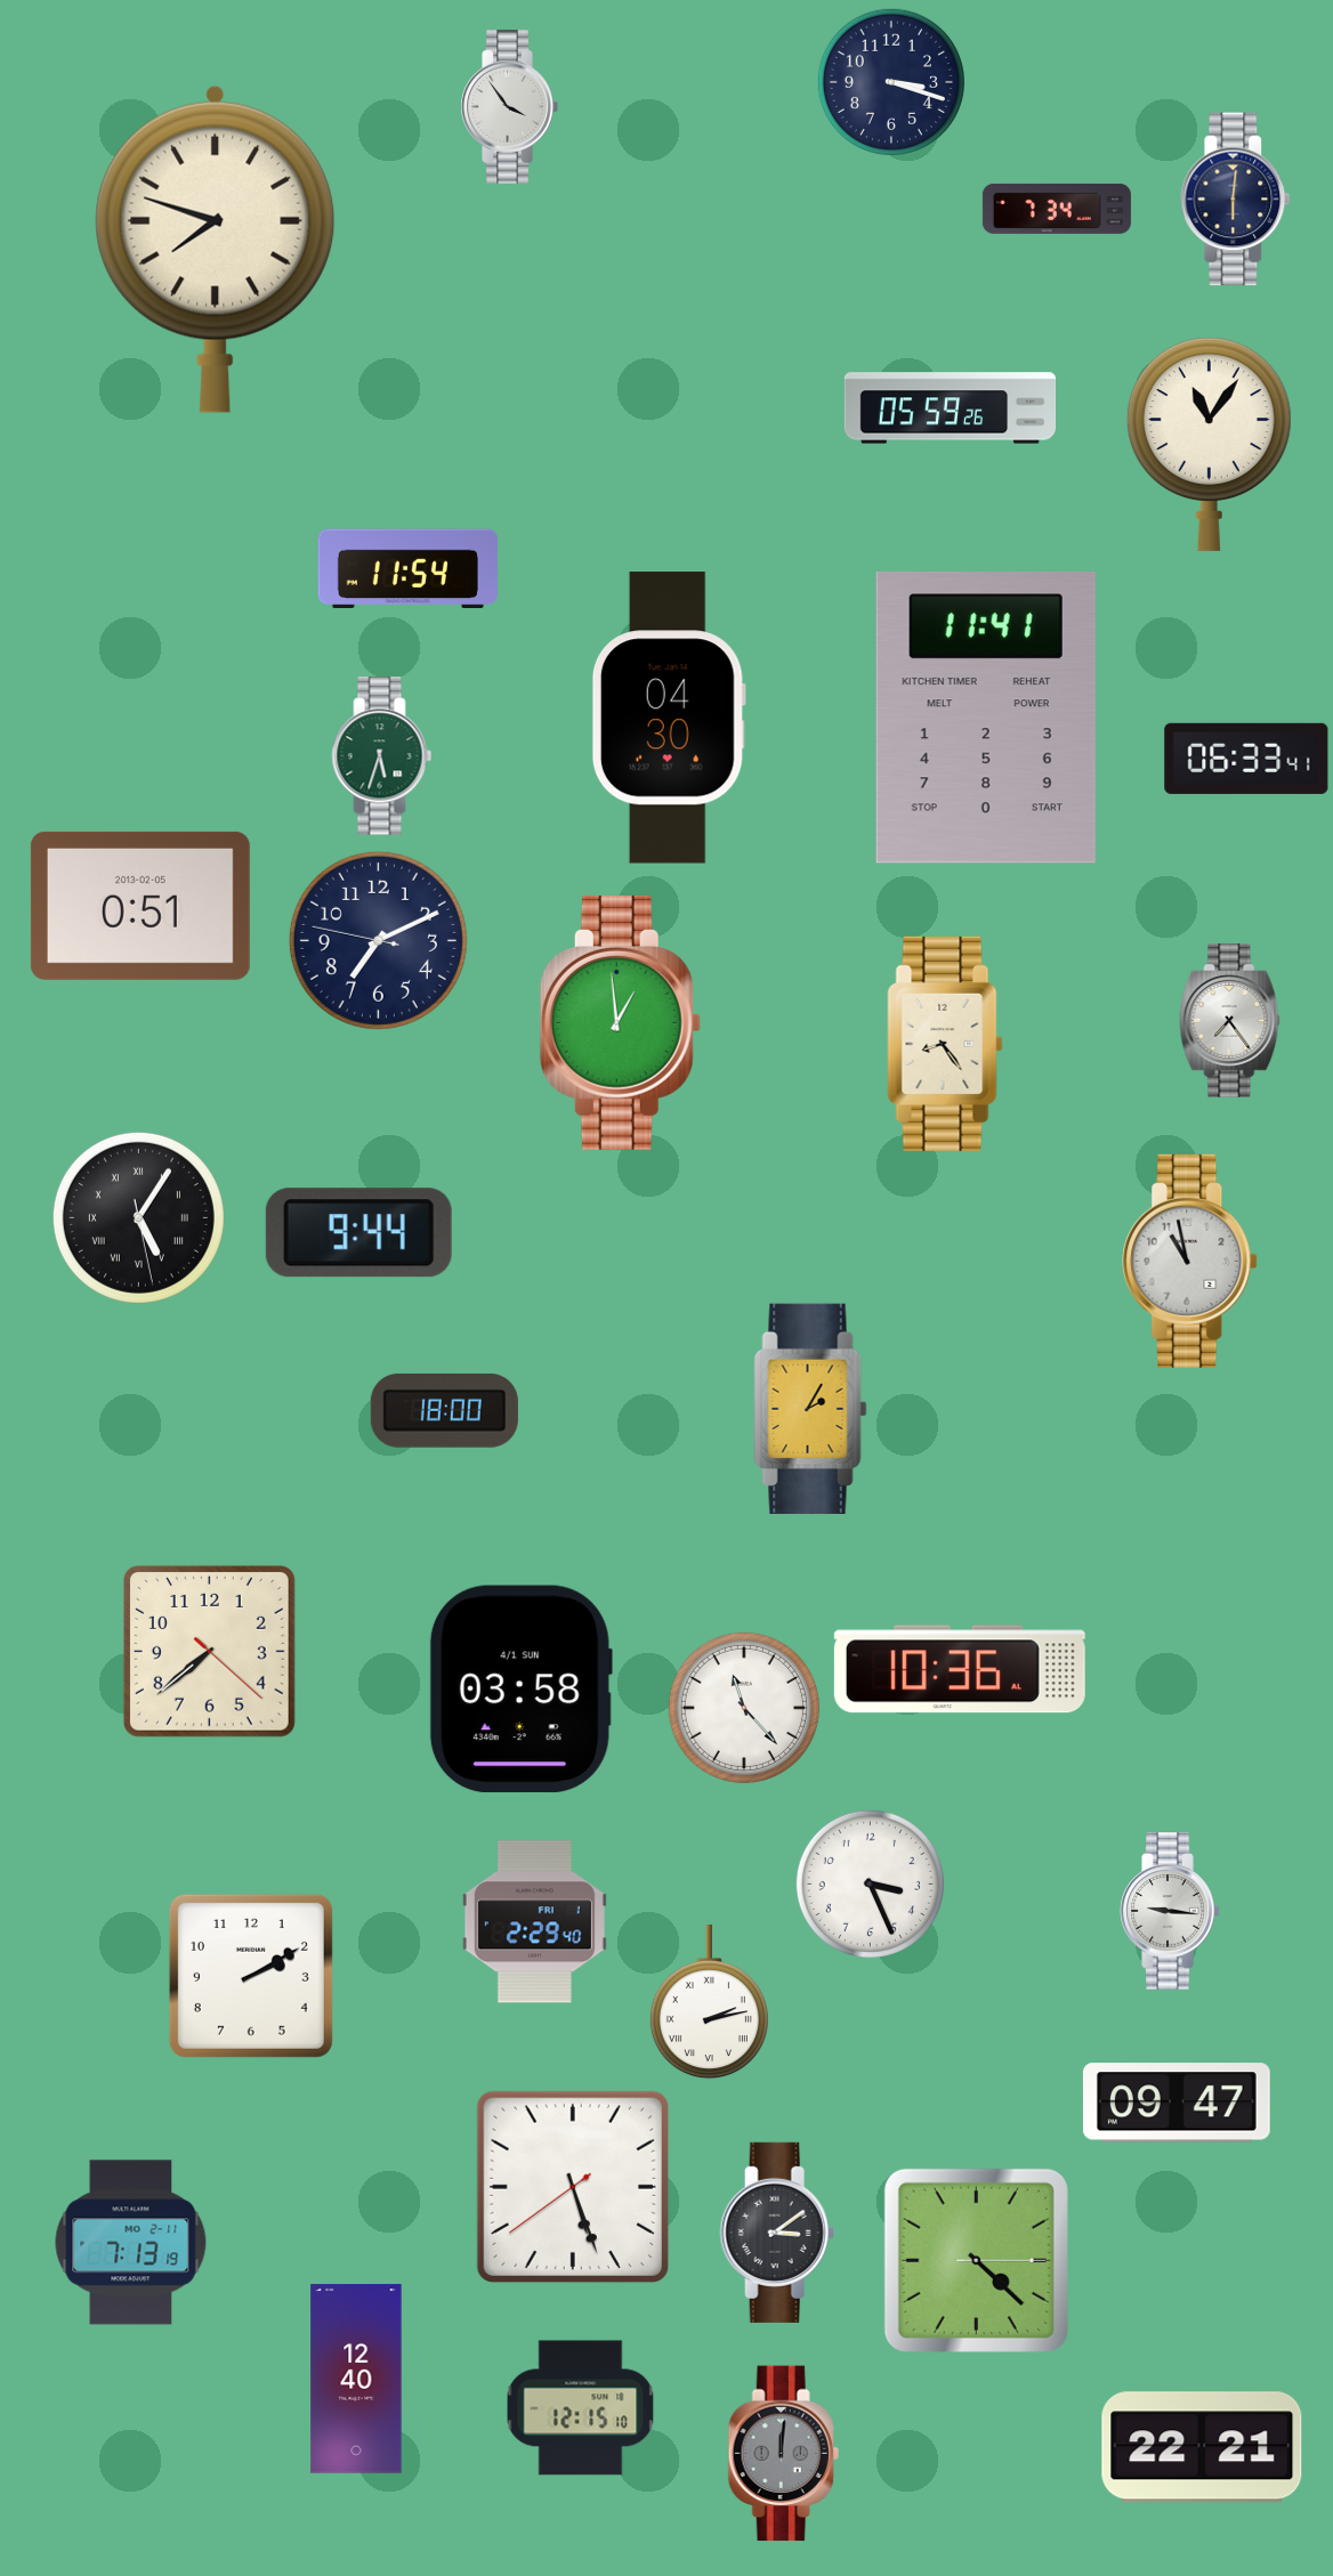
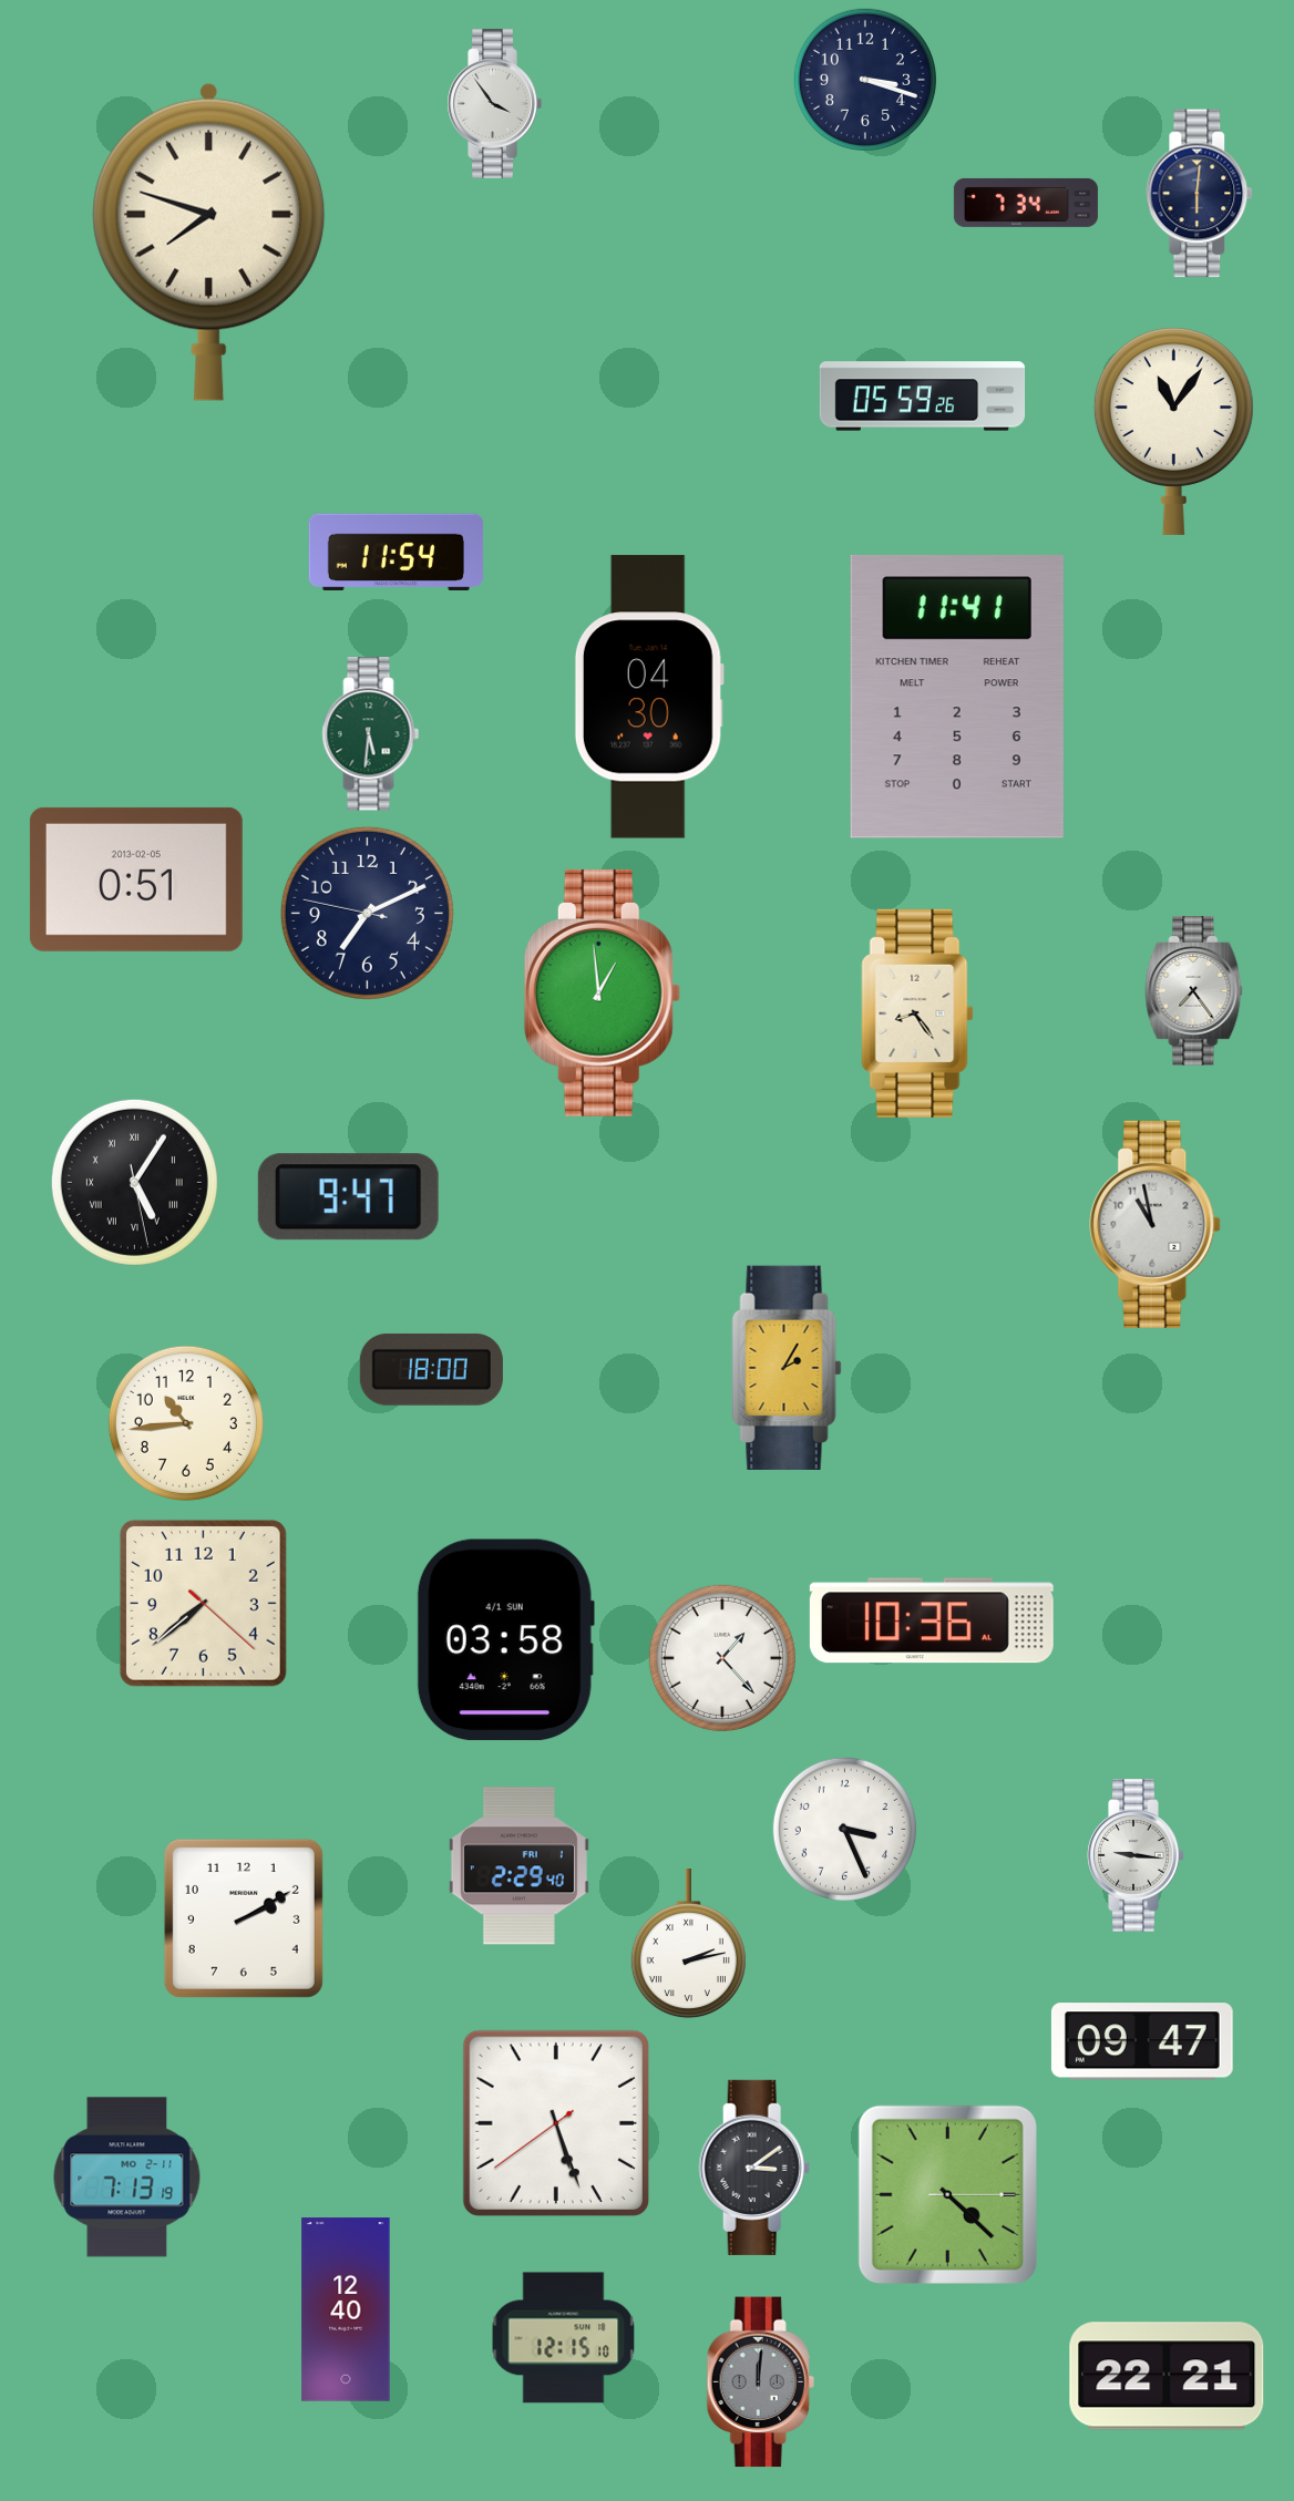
clock at (382, 756): 5:33 -> 5:31
clock at (1246, 759): 06:33 -> none
clock at (358, 1233): 9:44 -> 9:47
clock at (186, 1423): none -> 10:44
clock at (744, 1708): 11:23 -> 1:23
